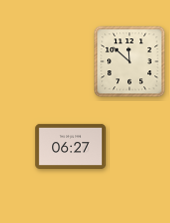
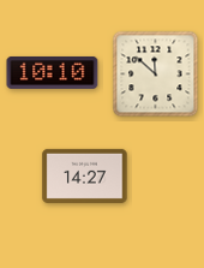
clock at (53, 72): none -> 10:10
clock at (71, 146): 06:27 -> 14:27
